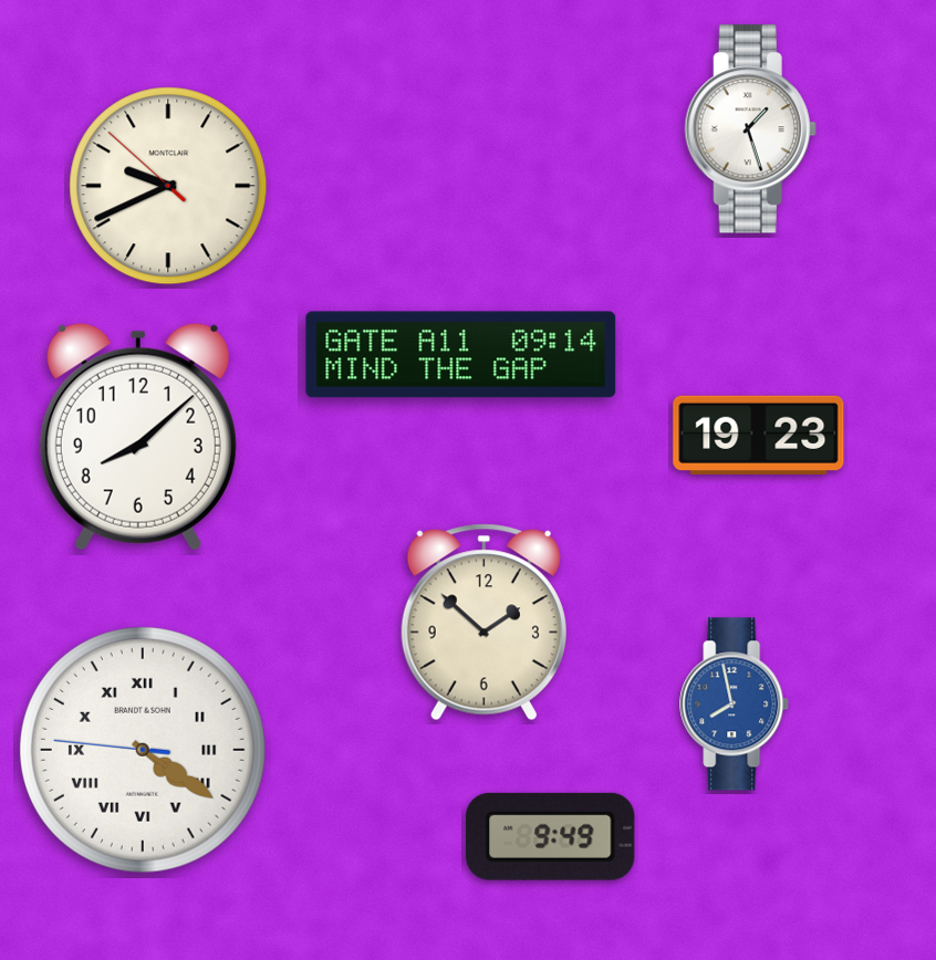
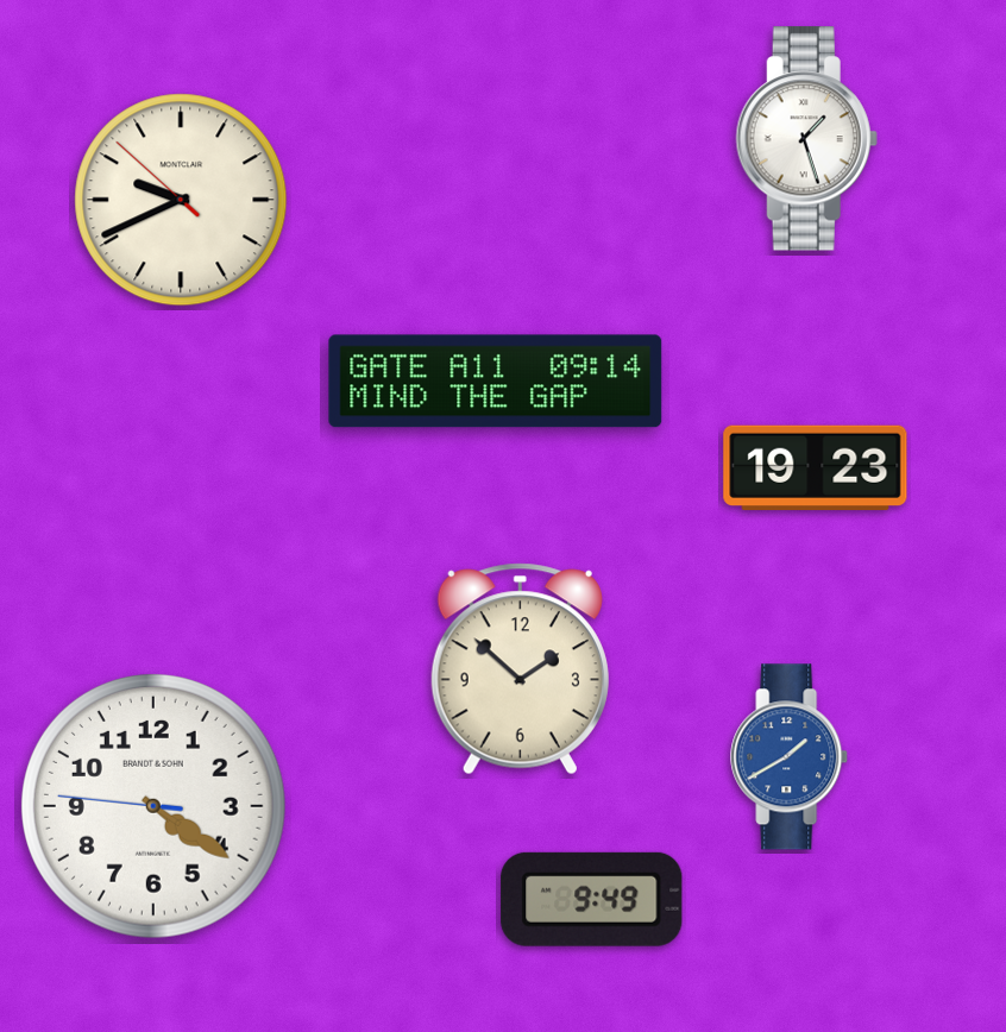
clock at (138, 437): 8:08 -> none
clock at (735, 705): 7:58 -> 1:40
clock at (144, 751) numerals: Roman -> Arabic
